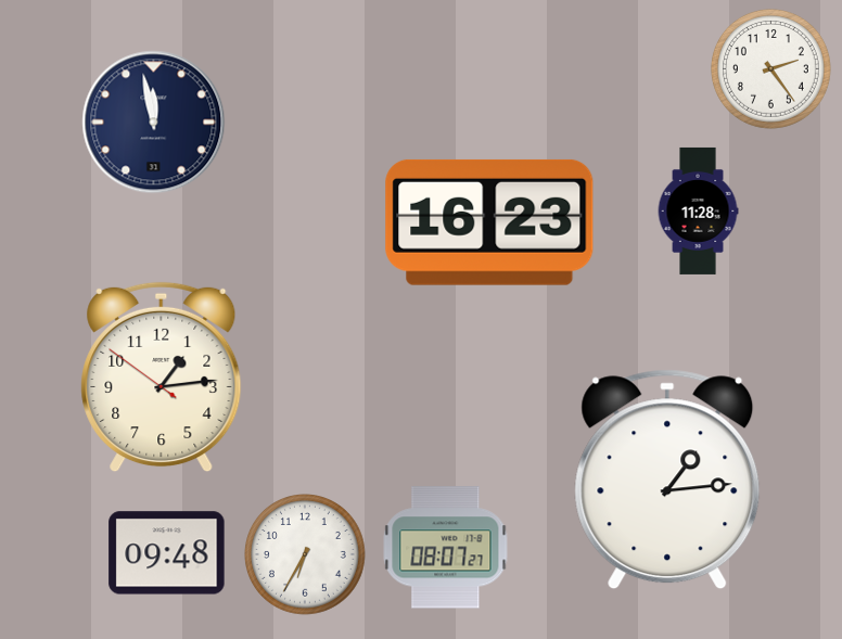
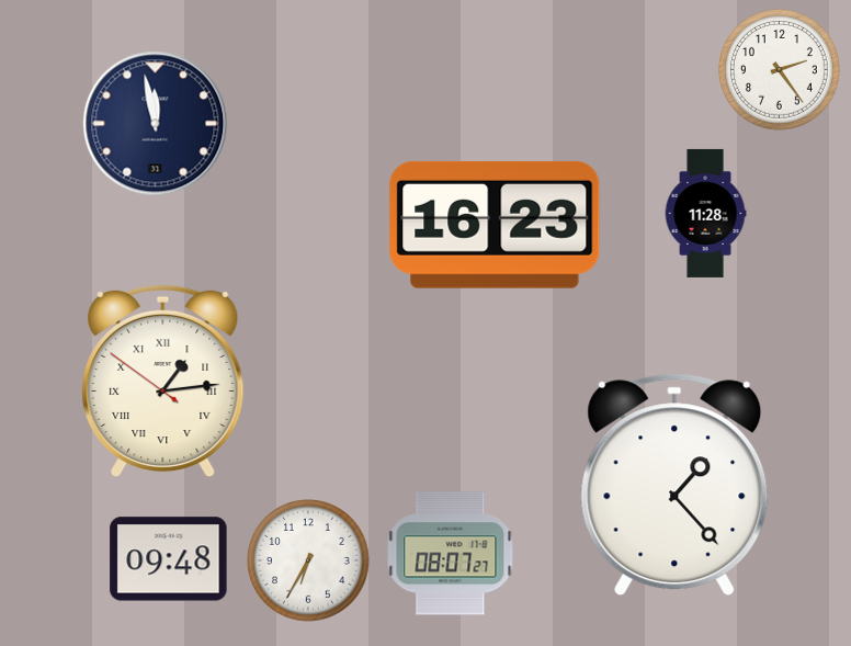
clock at (162, 378) numerals: Arabic -> Roman
clock at (667, 480): 1:14 -> 1:23
